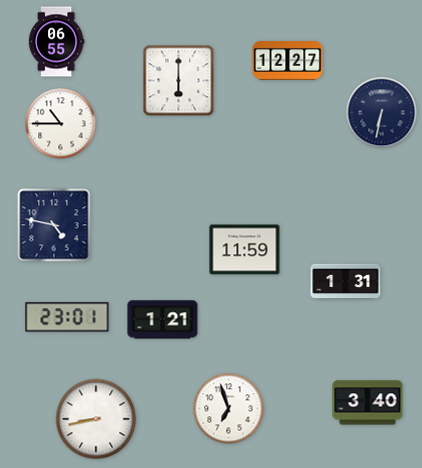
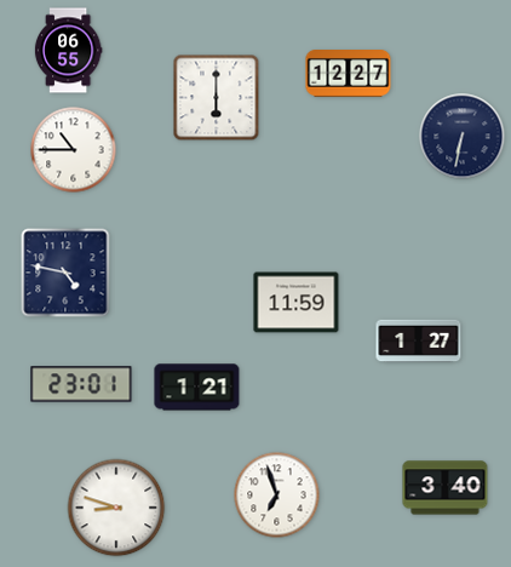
clock at (346, 282): 1:31 -> 1:27
clock at (96, 419): 8:43 -> 8:48
